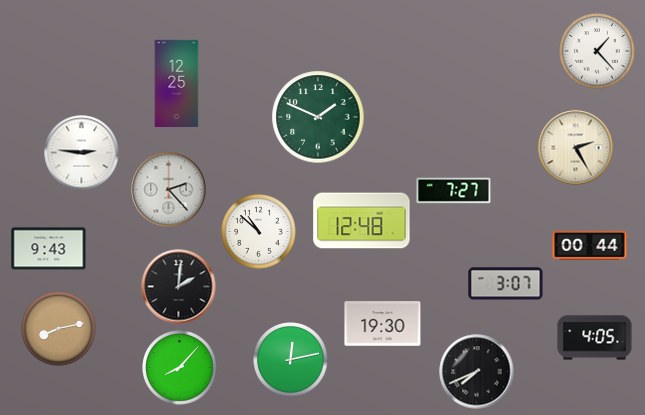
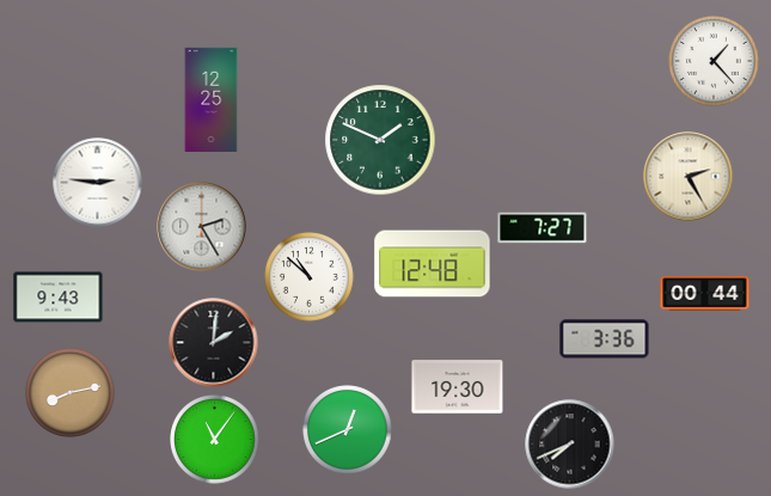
clock at (169, 190): 2:23 -> 2:25
clock at (506, 284): 3:07 -> 3:36
clock at (595, 338): 4:05 -> none
clock at (291, 360): 12:13 -> 12:41
clock at (180, 368): 8:07 -> 11:06
